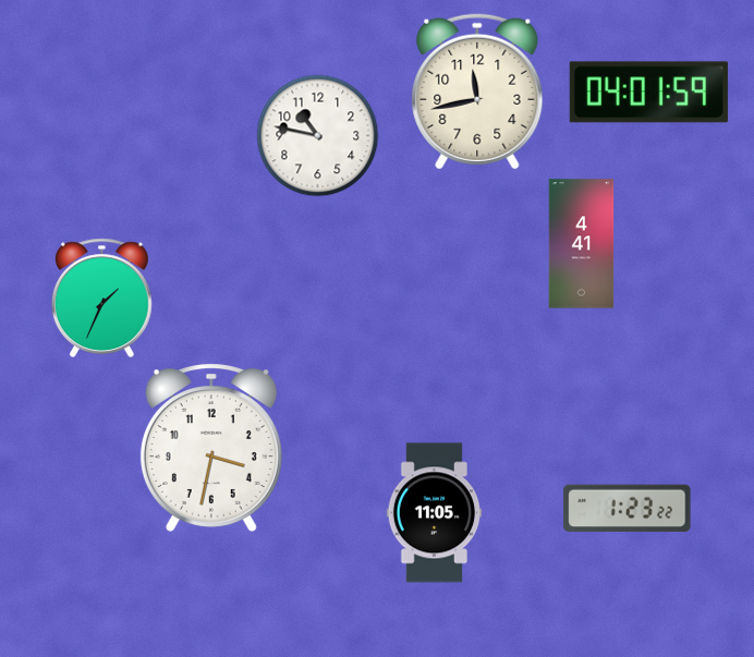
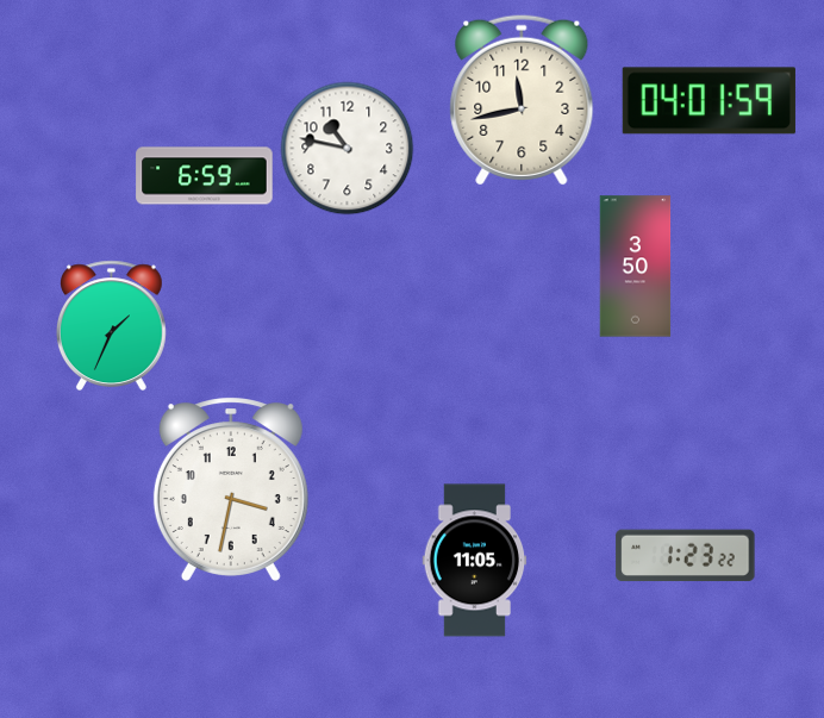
clock at (205, 176): none -> 6:59
clock at (582, 244): 4:41 -> 3:50
